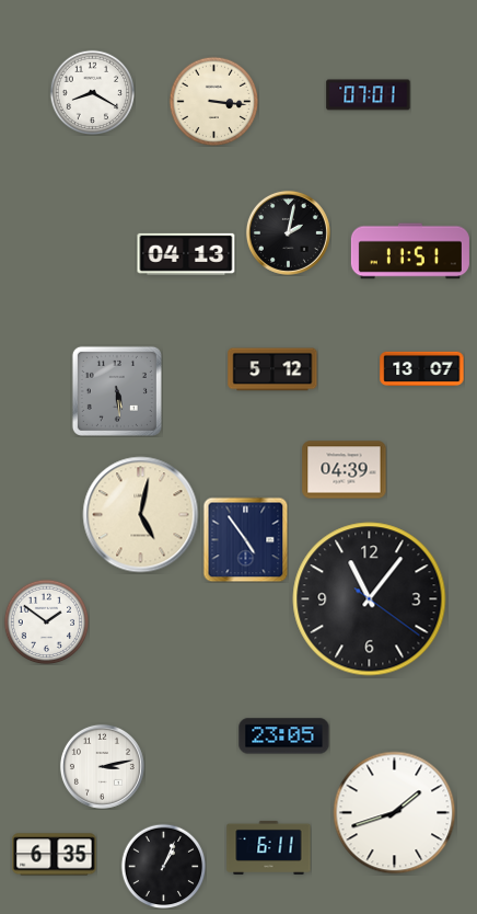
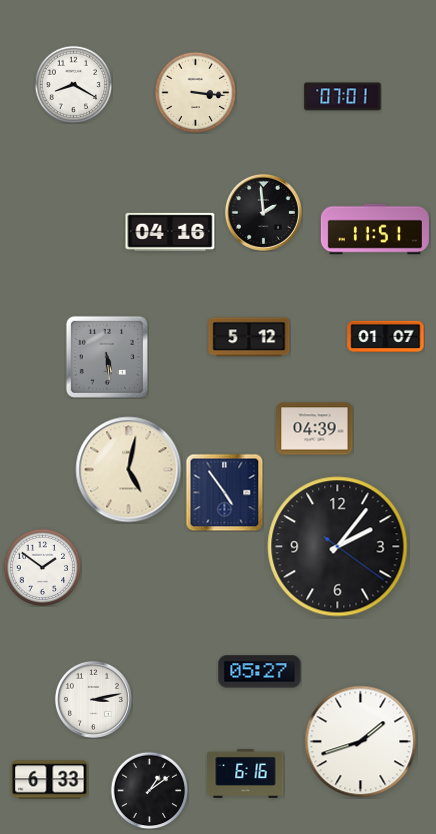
clock at (92, 92) position: (92, 92) -> (73, 84)
clock at (369, 95) position: (369, 95) -> (343, 97)
clock at (288, 232): 2:02 -> 1:59
clock at (186, 254): 04:13 -> 04:16
clock at (422, 368): 13:07 -> 01:07
clock at (370, 599): 11:06 -> 2:06
clock at (284, 736): 23:05 -> 05:27
clock at (269, 847): 6:11 -> 6:16
clock at (55, 855): 6:35 -> 6:33
clock at (163, 866): 1:04 -> 1:09
